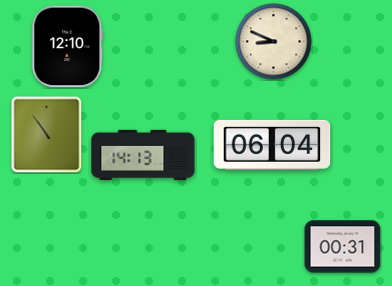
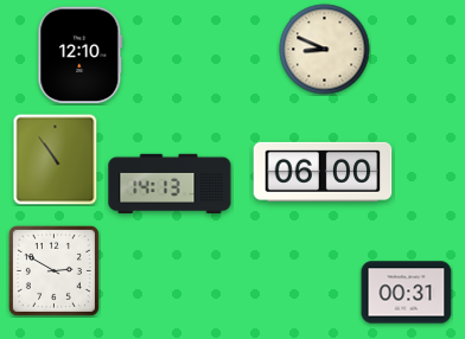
clock at (272, 145): 06:04 -> 06:00
clock at (53, 270): none -> 2:50
